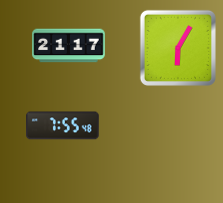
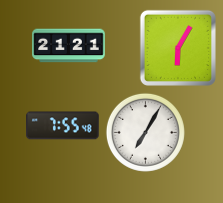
clock at (69, 46): 21:17 -> 21:21
clock at (145, 132): none -> 7:05
